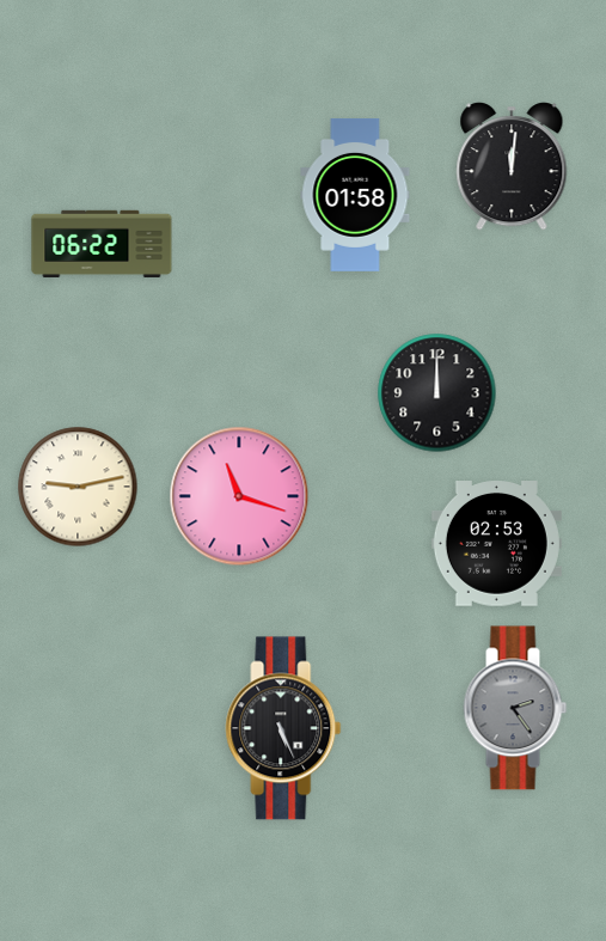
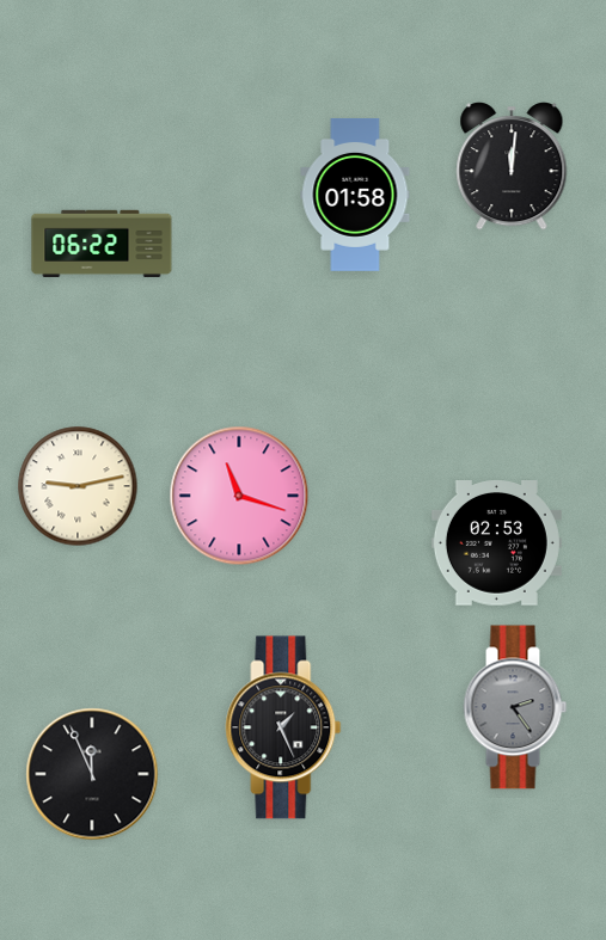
clock at (437, 393): 12:00 -> none
clock at (283, 728): 5:26 -> 1:26
clock at (92, 774): none -> 11:56
